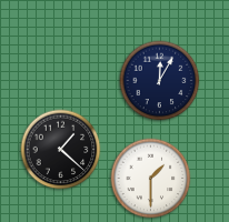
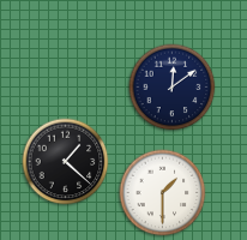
clock at (160, 81): 12:05 -> 12:09
